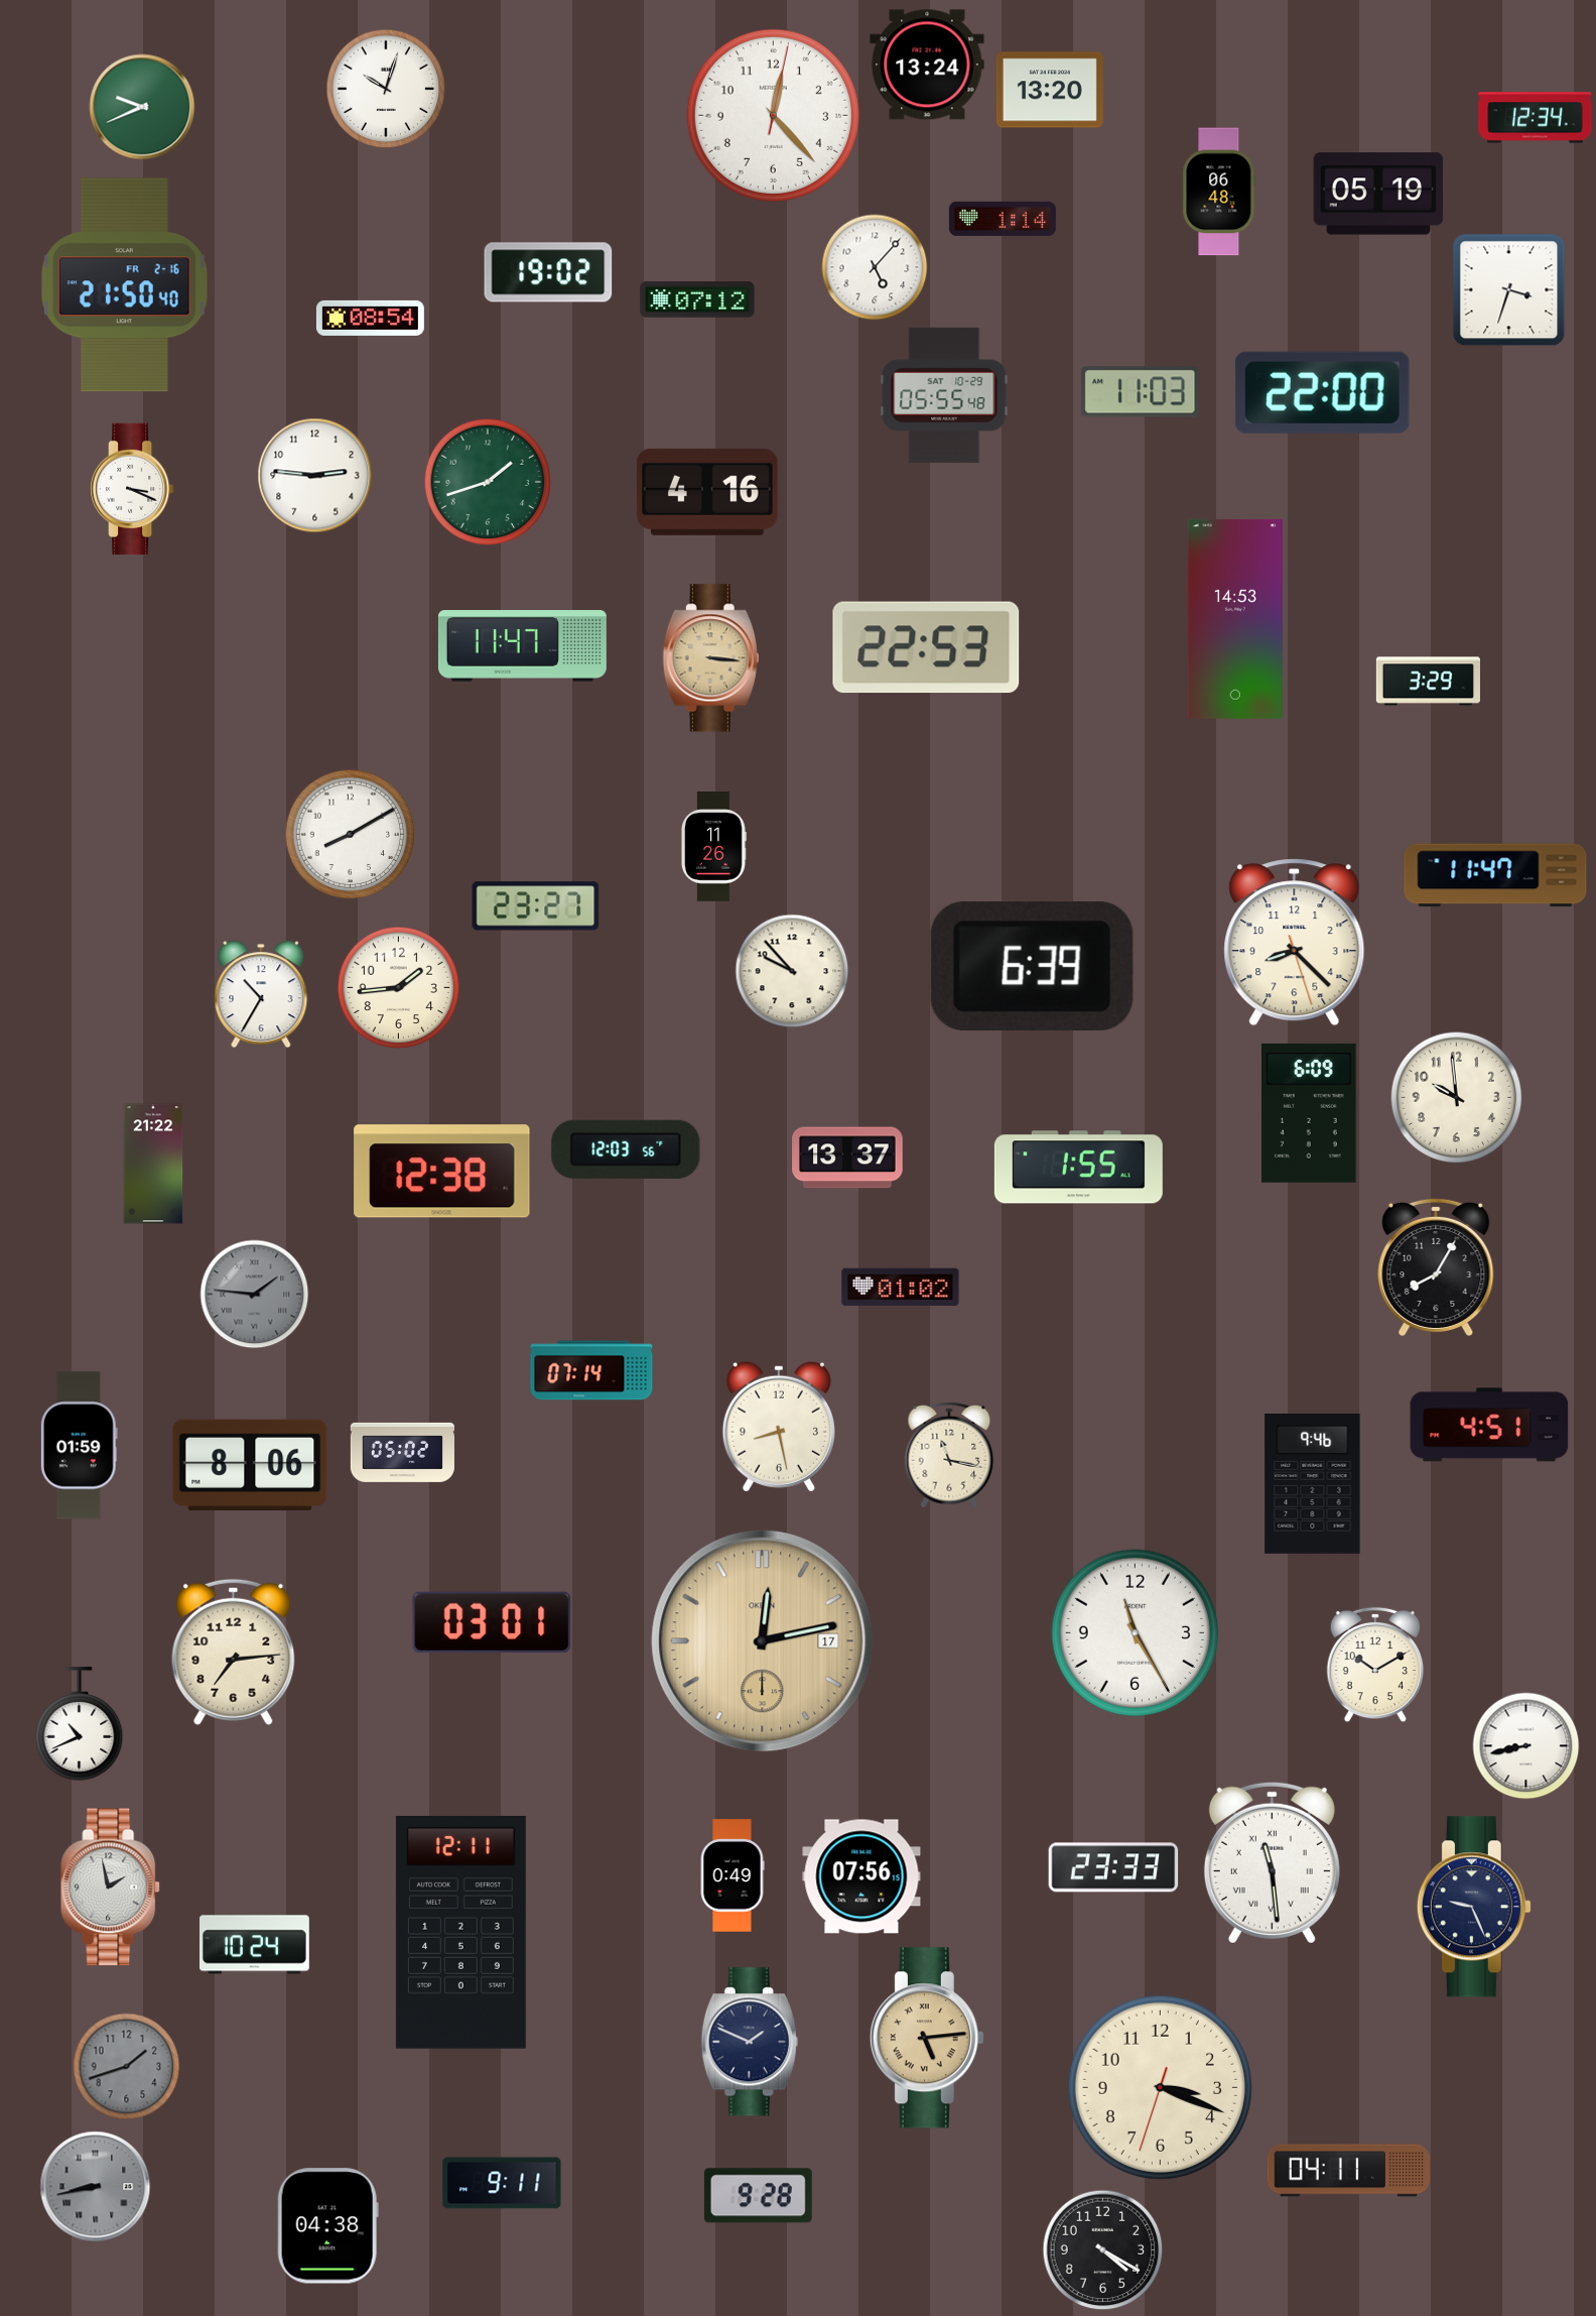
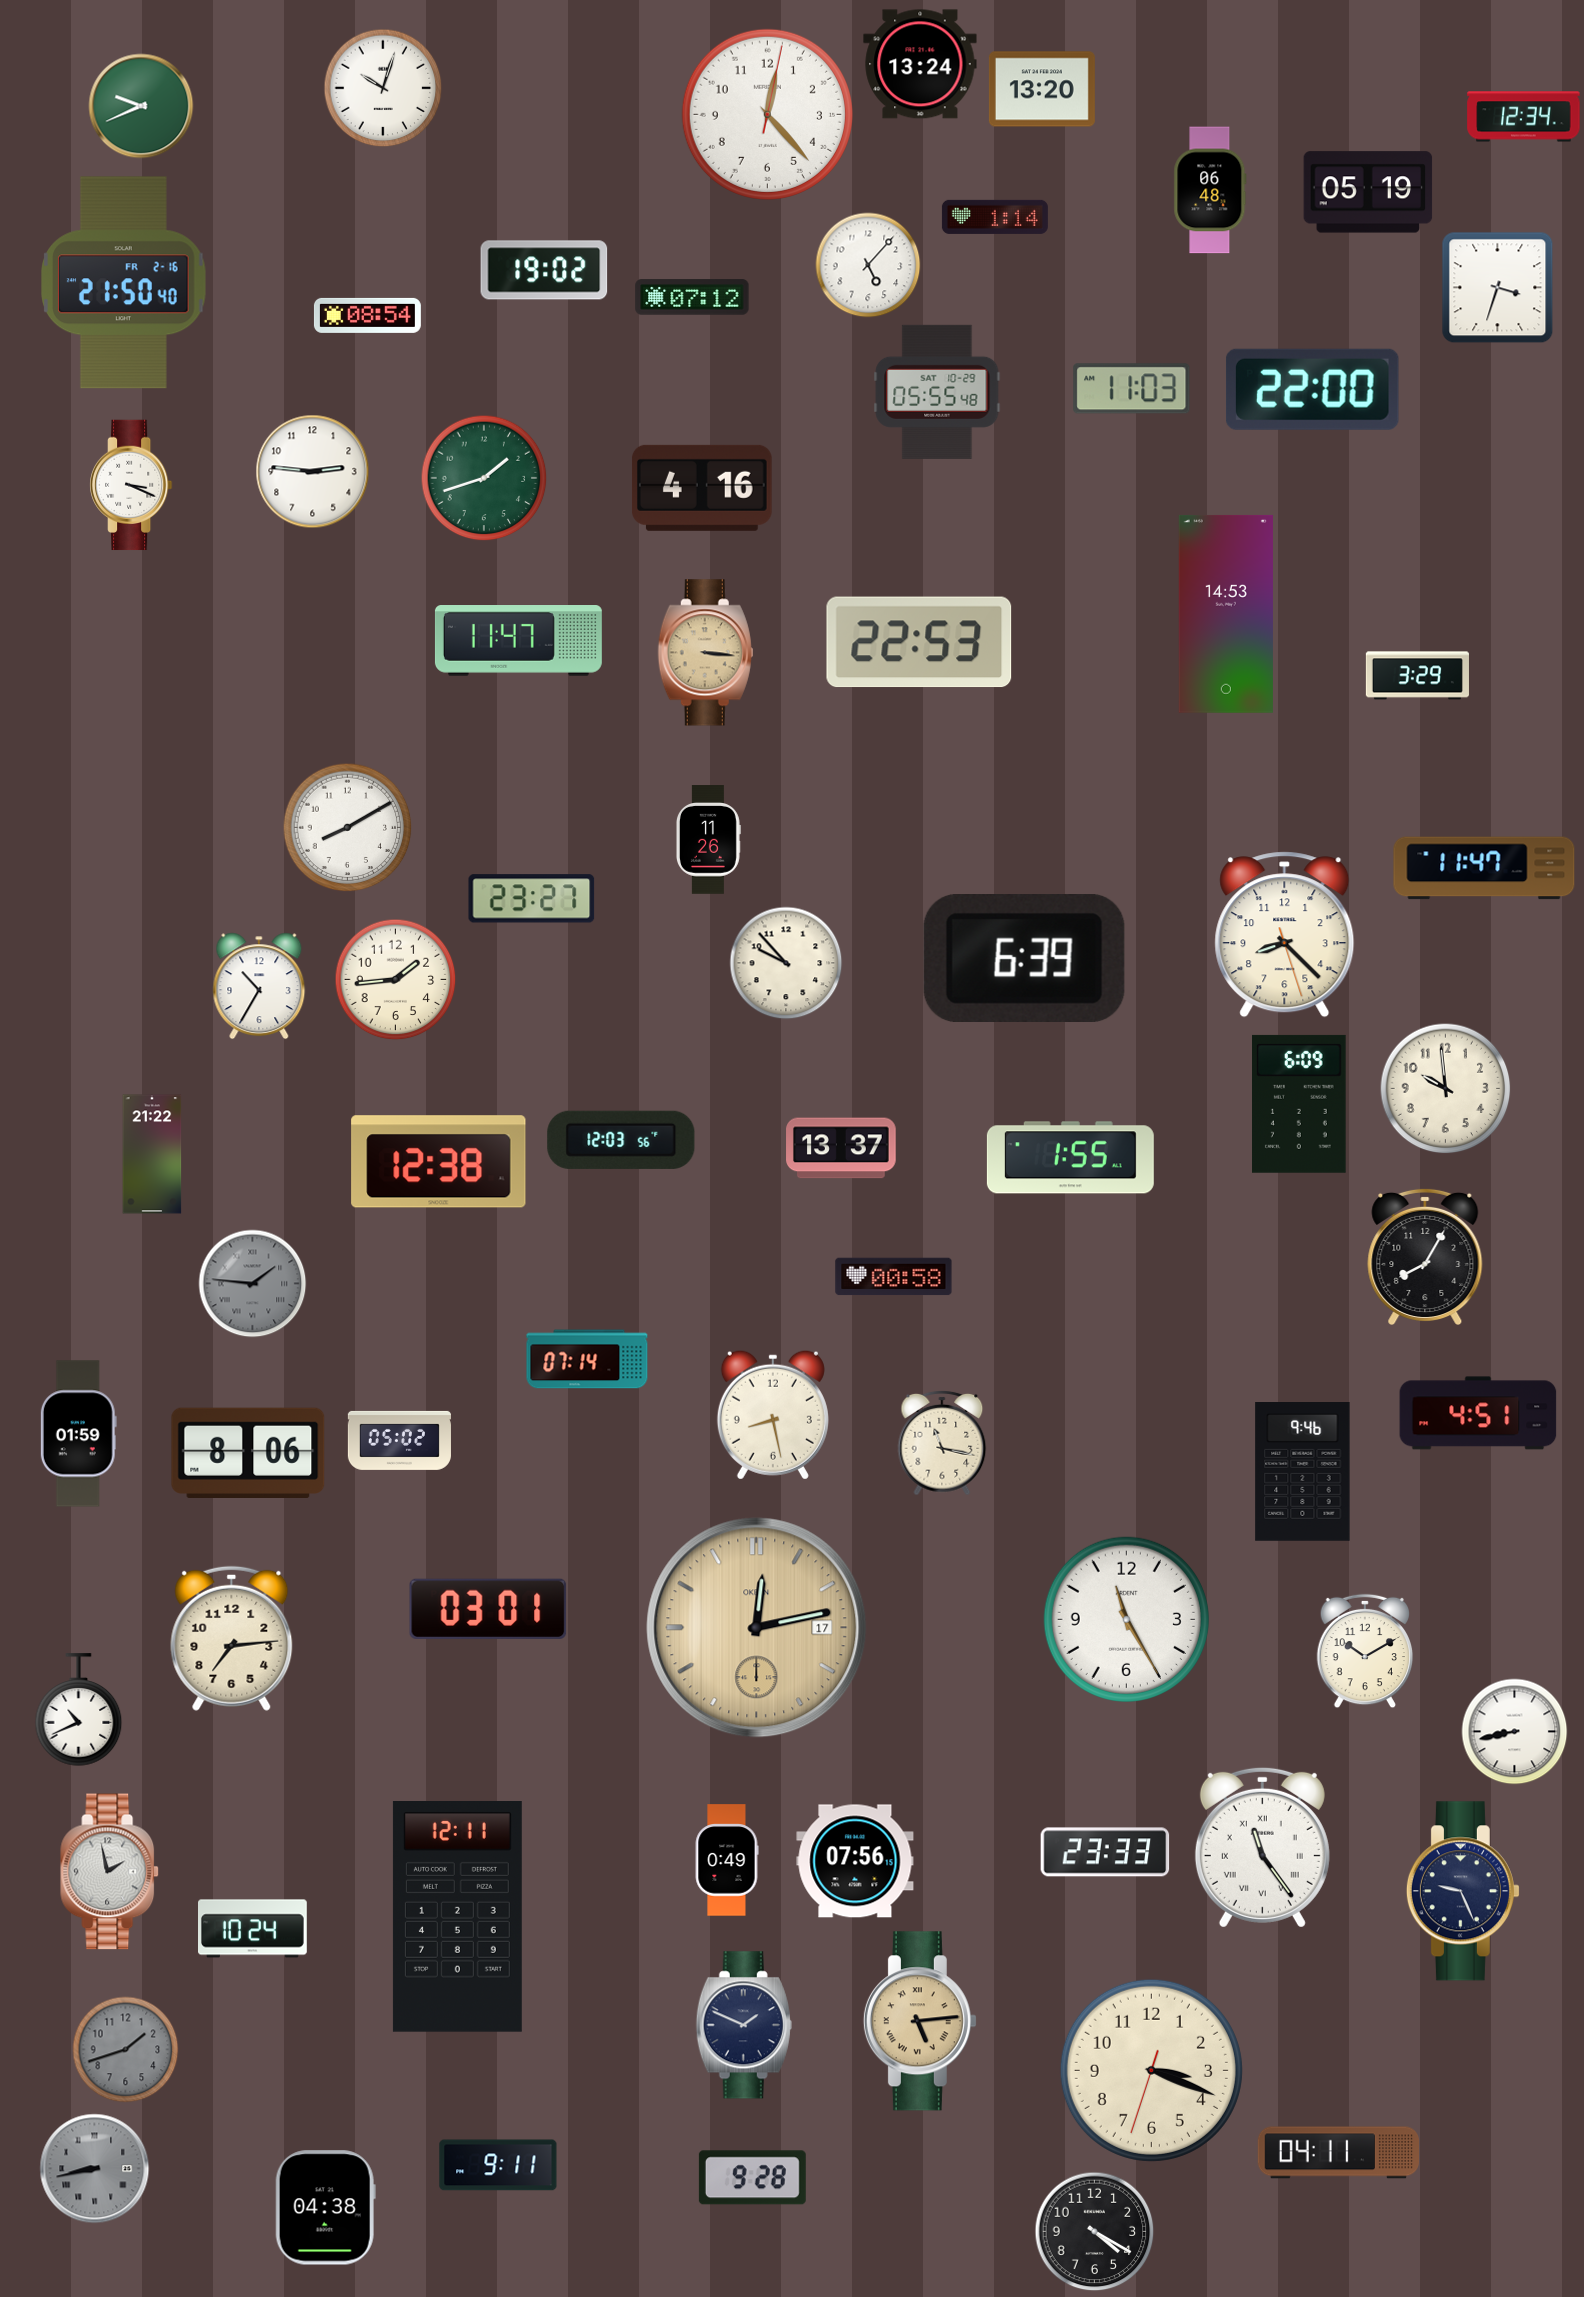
clock at (901, 1288): 01:02 -> 00:58
clock at (1272, 1862): 11:29 -> 11:24
